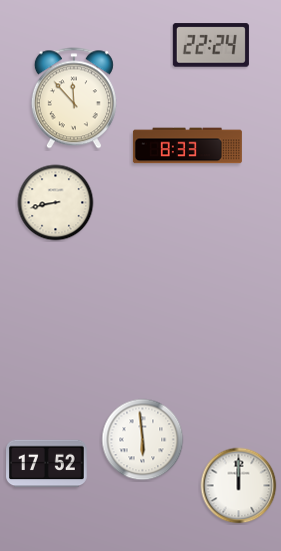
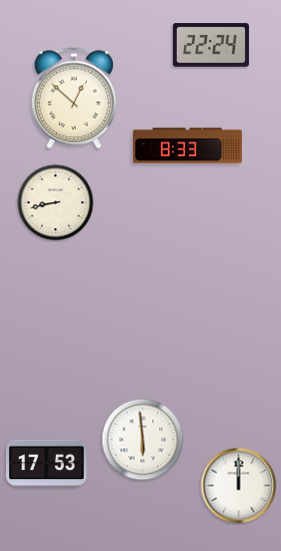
clock at (74, 98): 11:53 -> 12:52
clock at (47, 464): 17:52 -> 17:53
